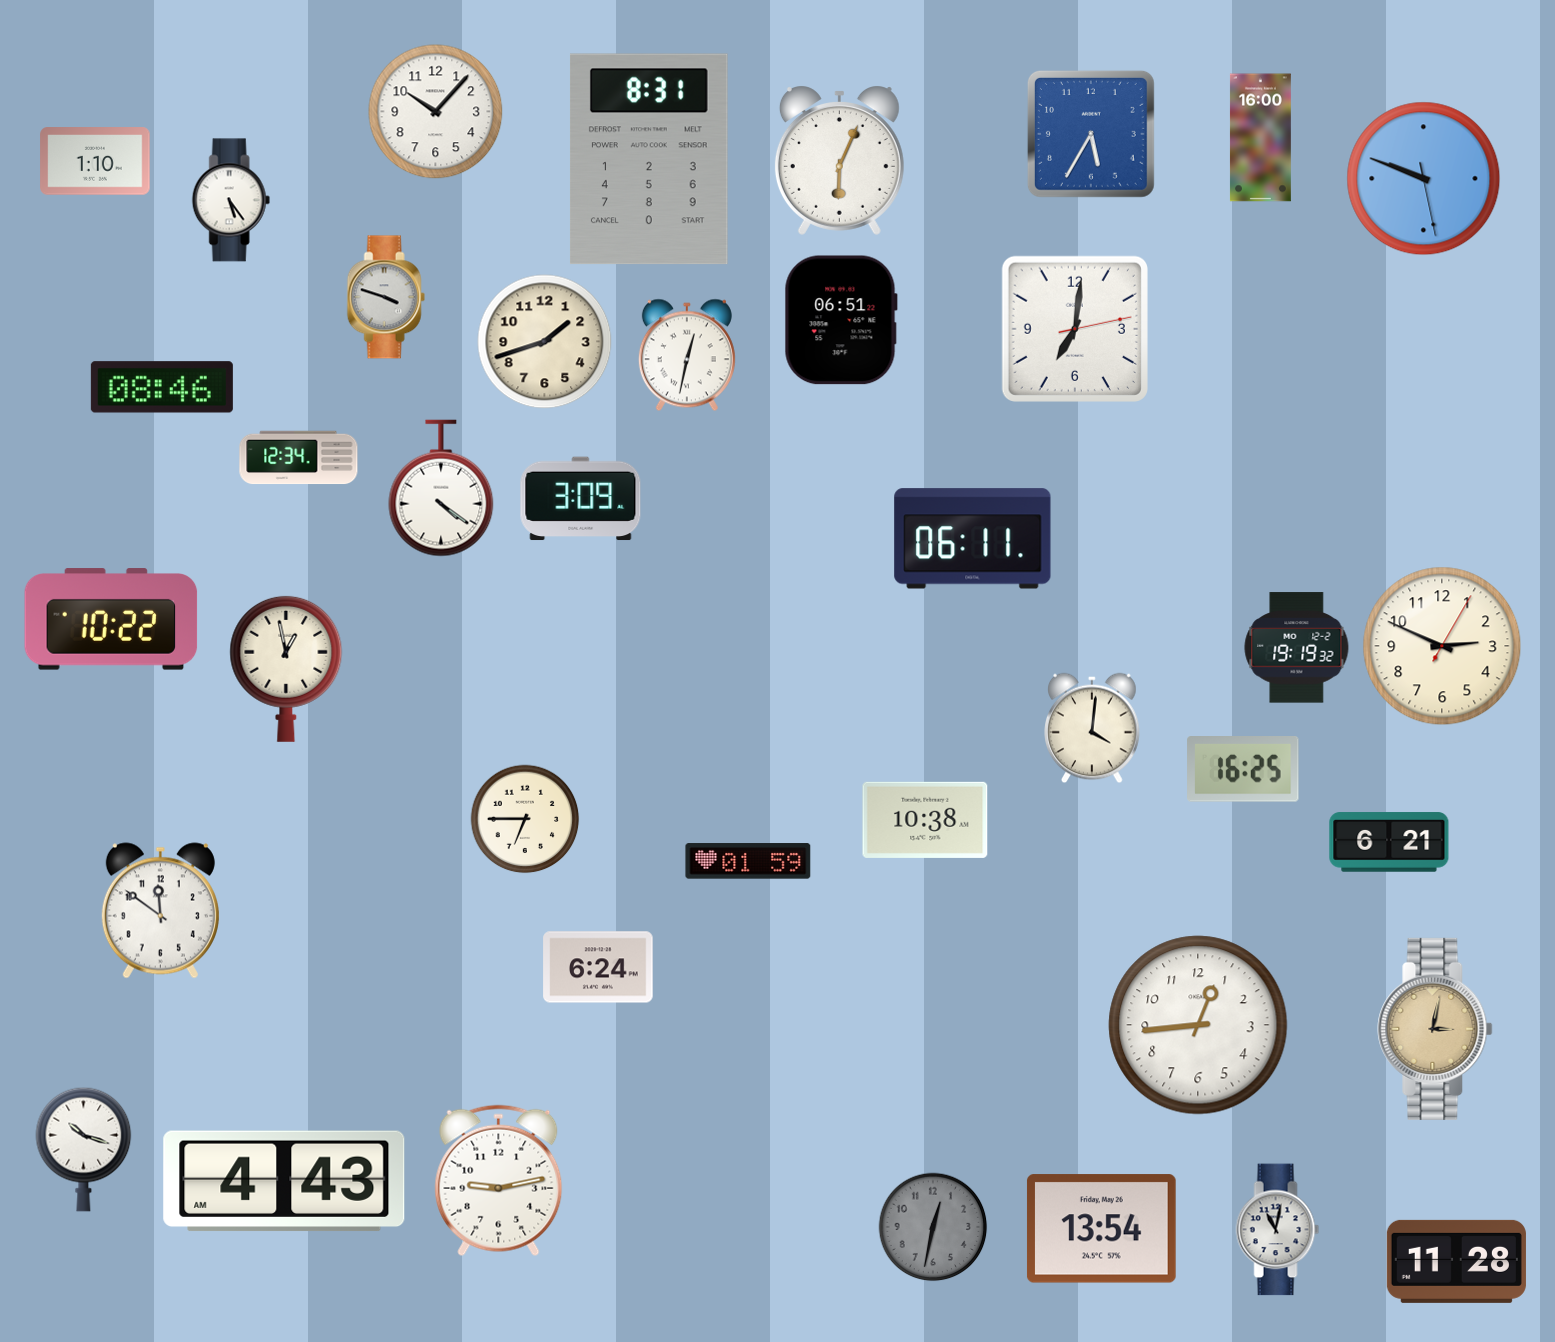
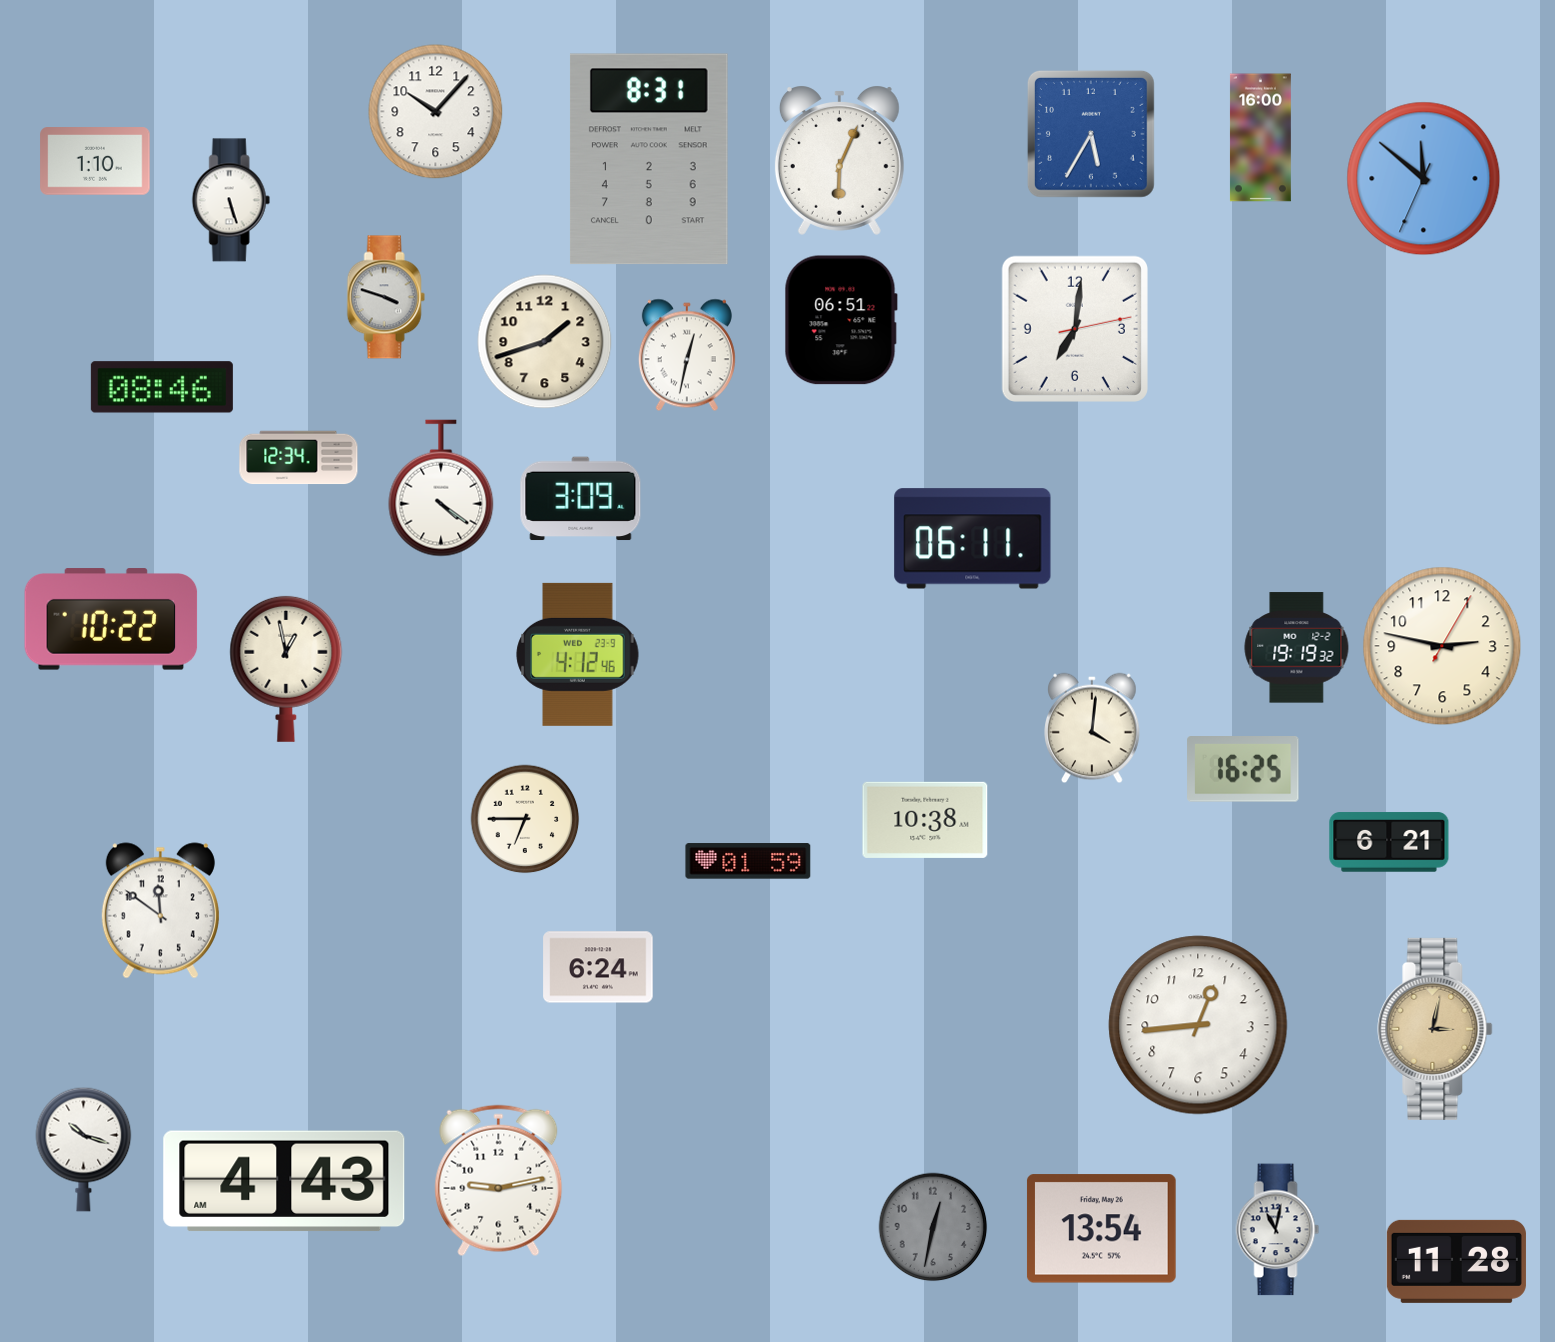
clock at (1424, 179): 9:48 -> 11:51
clock at (231, 200): 5:24 -> 5:27
clock at (1442, 646): 2:49 -> 2:47
clock at (578, 654): none -> 4:12
